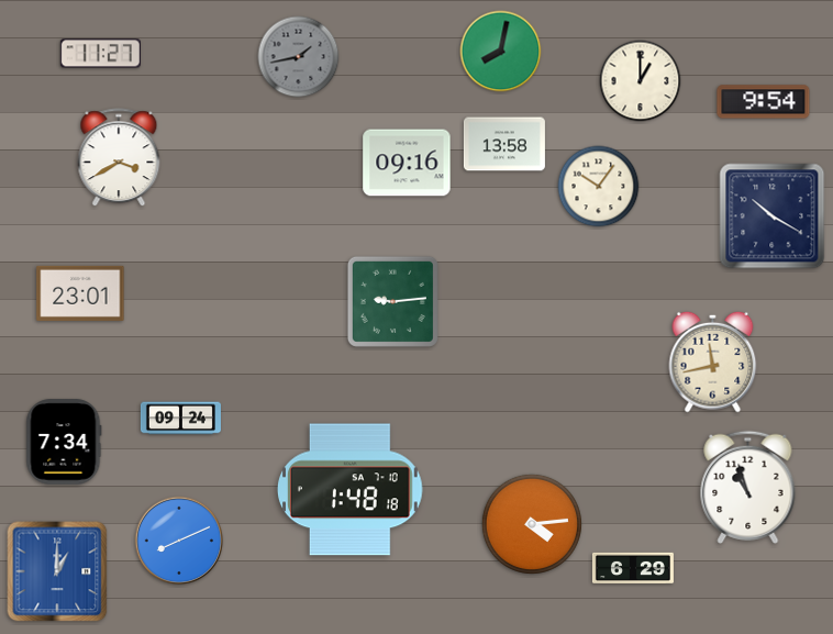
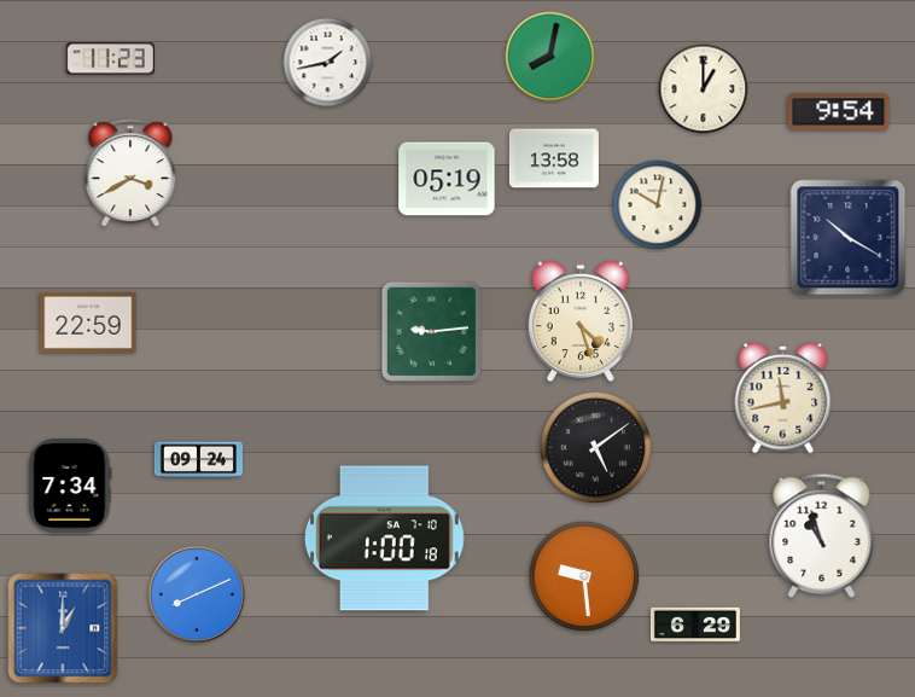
clock at (100, 54): 11:27 -> 11:23
clock at (299, 57) dial: grey -> white
clock at (407, 163): 09:16 -> 05:19
clock at (599, 187): 10:06 -> 10:02
clock at (579, 321): none -> 4:27
clock at (80, 293): 23:01 -> 22:59
clock at (595, 447): none -> 5:09
clock at (349, 490): 1:48 -> 1:00
clock at (532, 524): 4:14 -> 9:29
